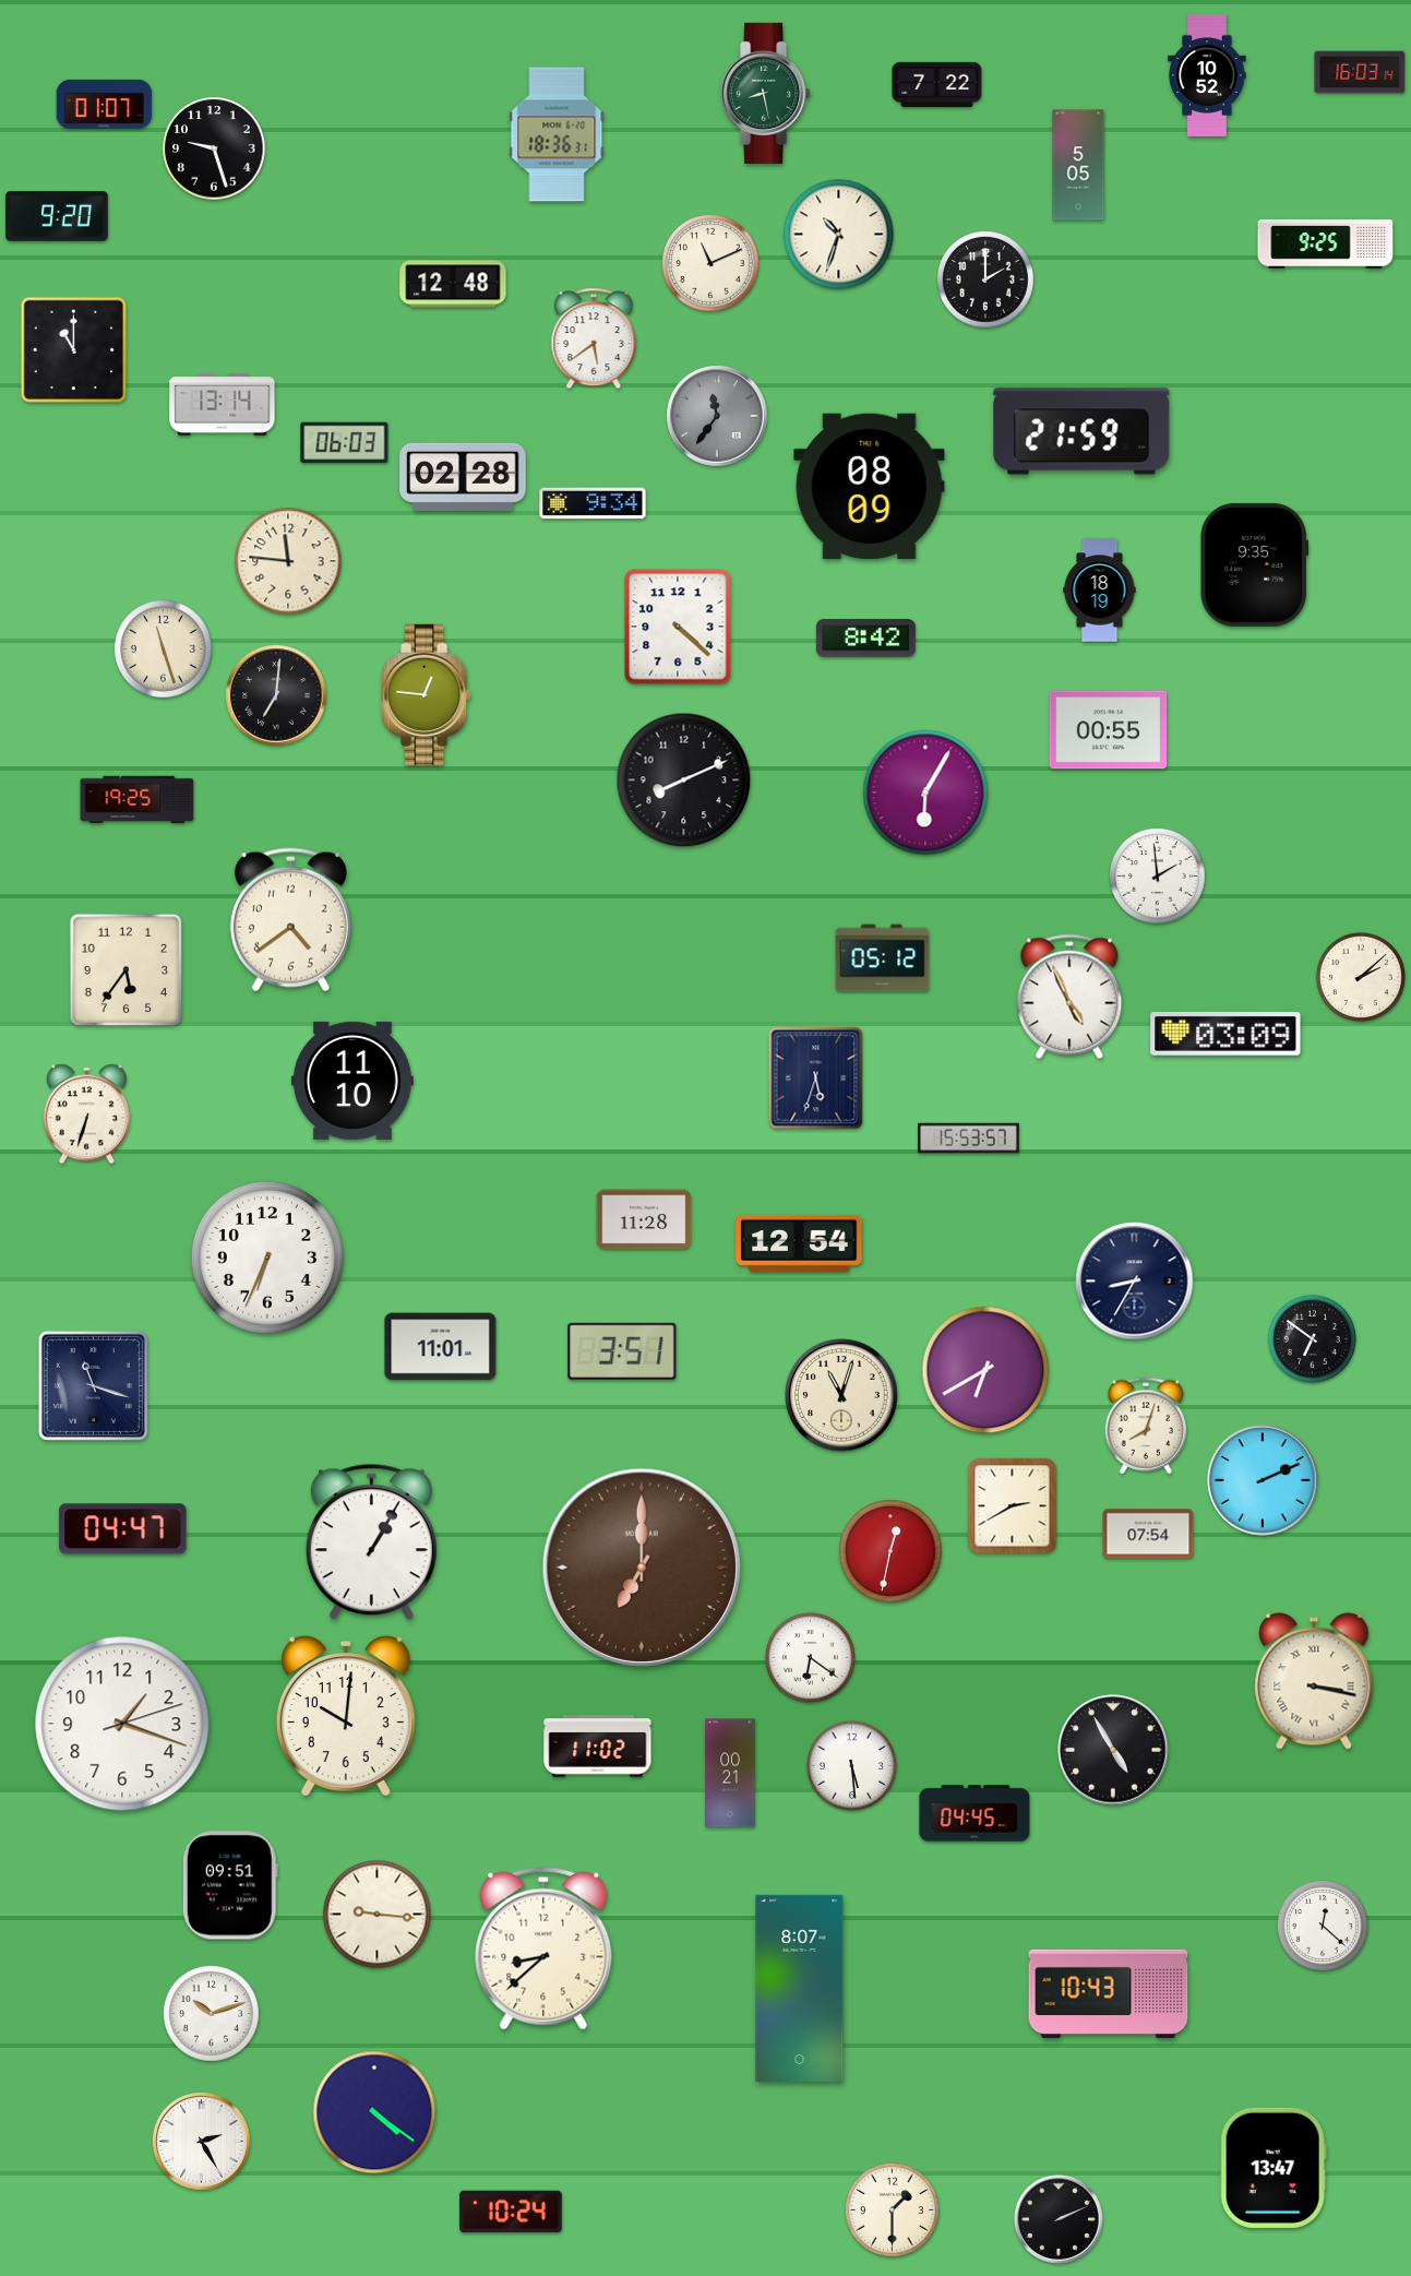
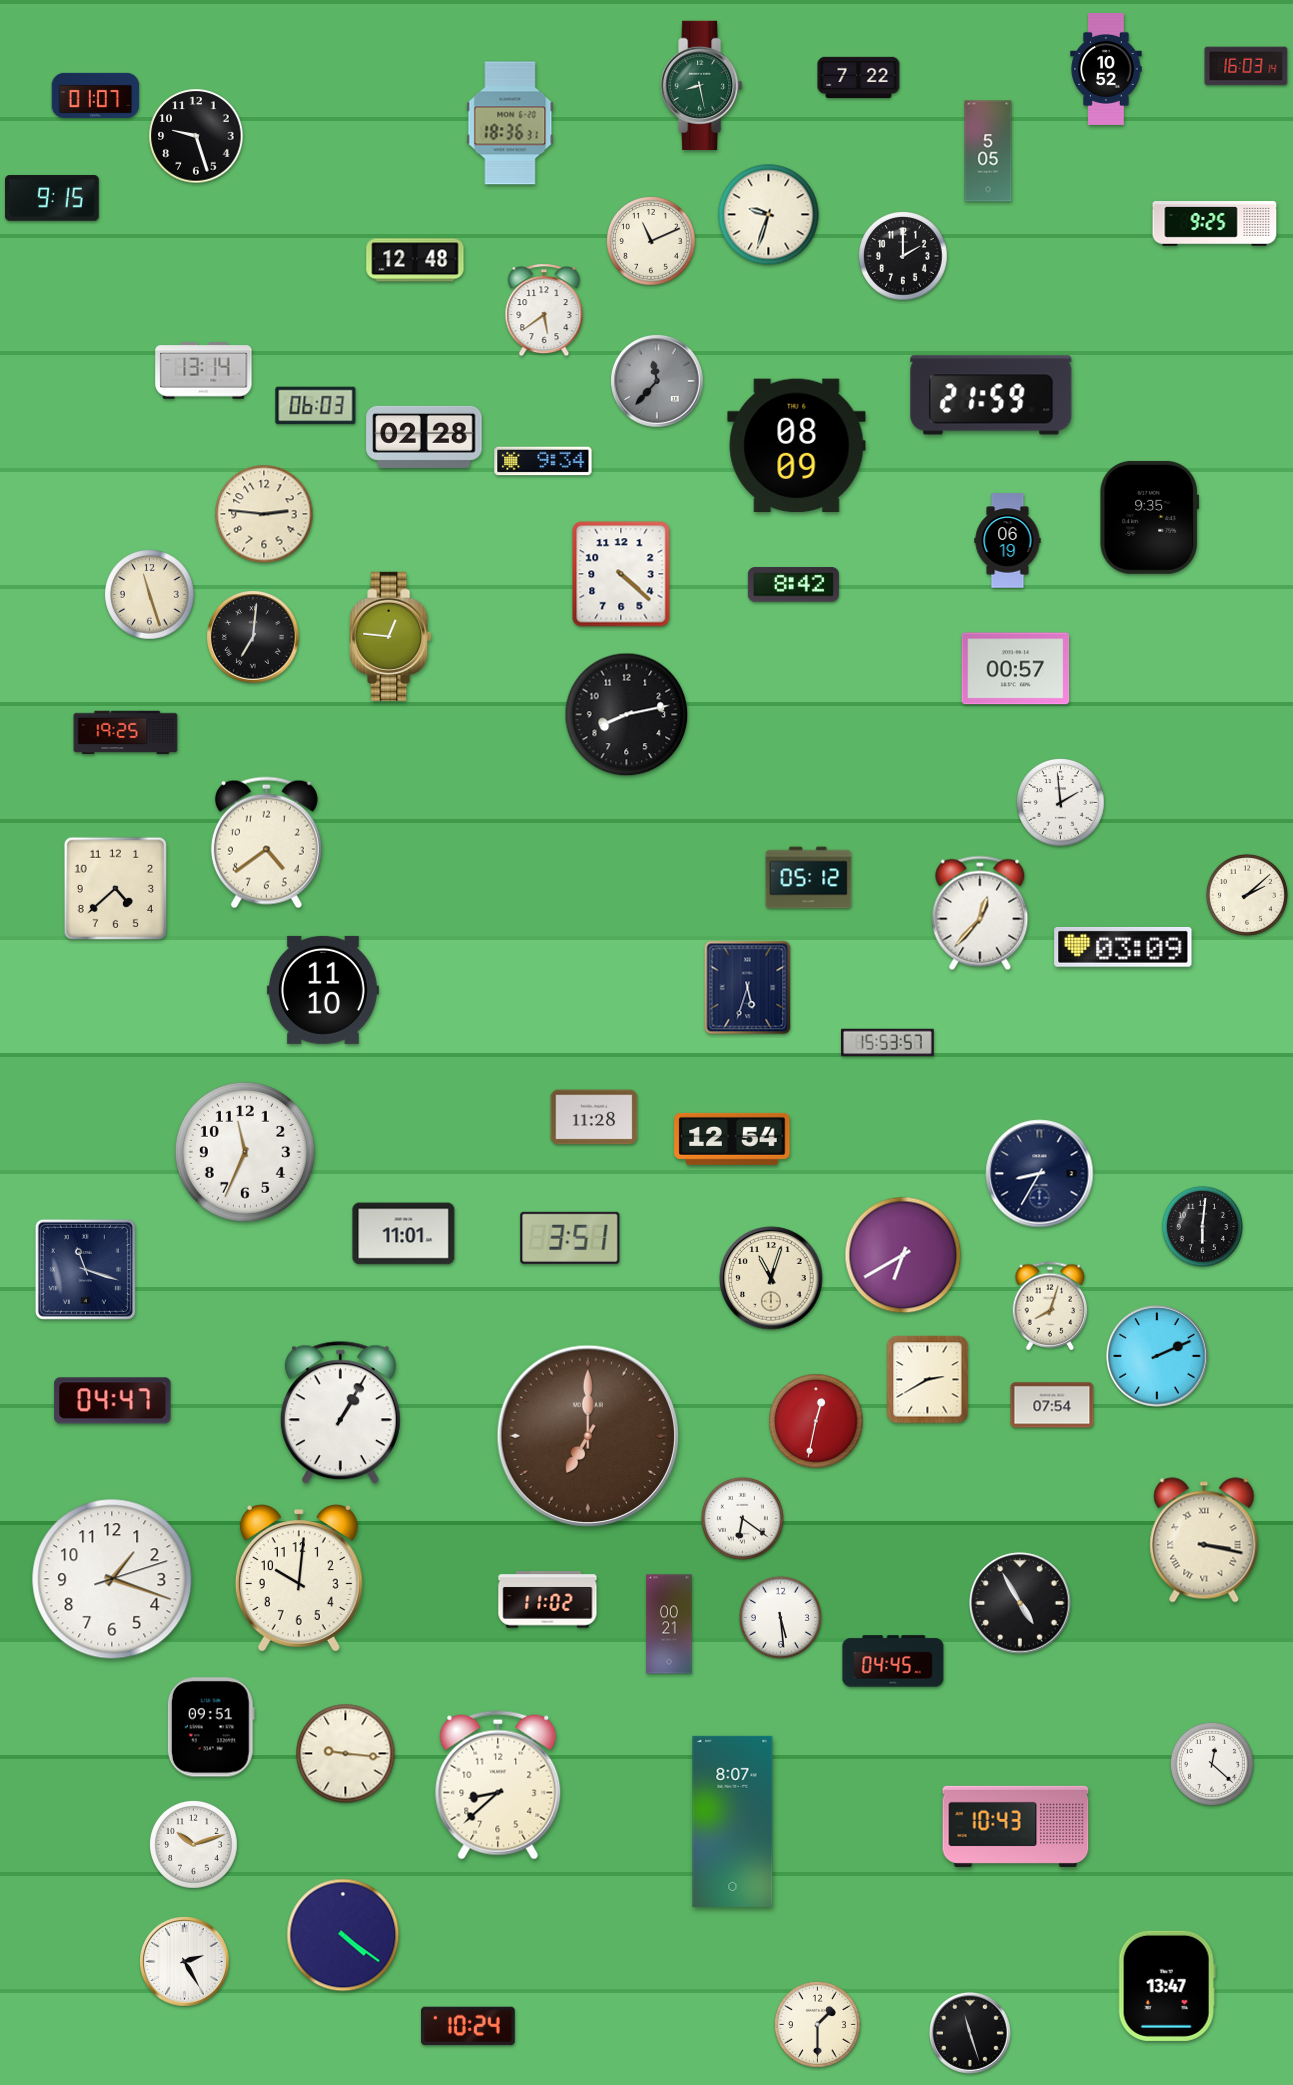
clock at (57, 216): 9:20 -> 9:15
clock at (839, 235): 10:33 -> 9:33
clock at (73, 349): 11:00 -> none
clock at (717, 416): 11:36 -> 11:37
clock at (288, 561): 11:46 -> 2:46
clock at (1100, 591): 18:19 -> 06:19
clock at (1109, 730): 00:55 -> 00:57
clock at (684, 780): 8:11 -> 8:13
clock at (925, 793): 6:05 -> none
clock at (125, 969): 5:36 -> 4:38
clock at (1069, 997): 4:56 -> 12:37
clock at (86, 1115): 6:33 -> none
clock at (644, 1219) position: (644, 1219) -> (594, 1117)
clock at (267, 1258): 6:34 -> 11:34
clock at (1312, 1338): 6:51 -> 6:01
clock at (346, 1716) position: (346, 1716) -> (299, 1578)
clock at (1060, 2220): 2:11 -> 11:27
